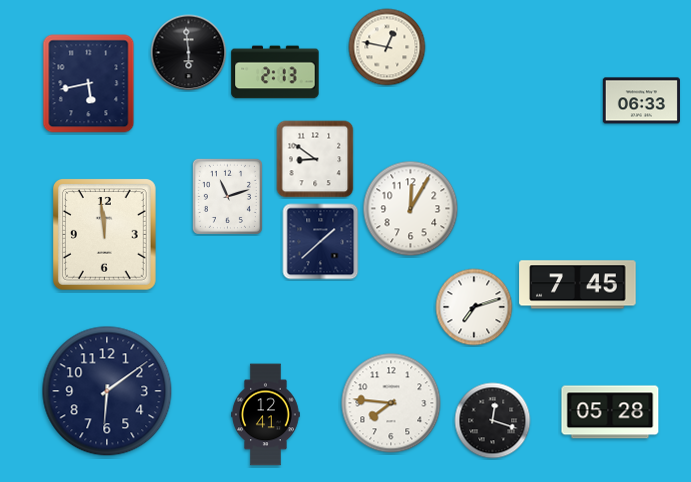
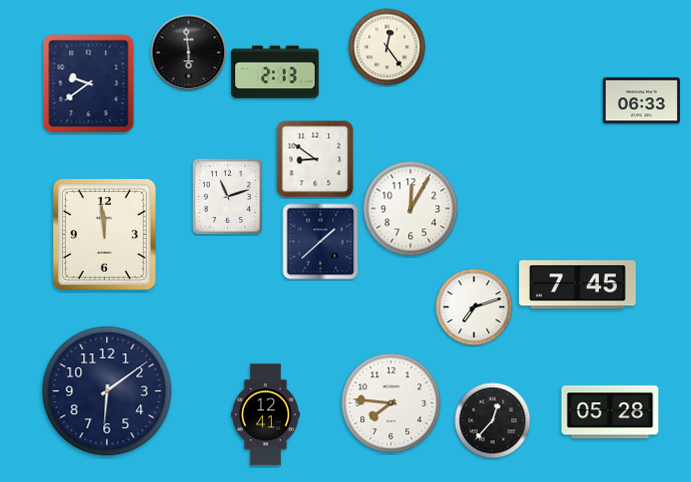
clock at (387, 47): 12:47 -> 12:24
clock at (89, 84): 5:43 -> 9:39
clock at (493, 421): 12:18 -> 12:37
